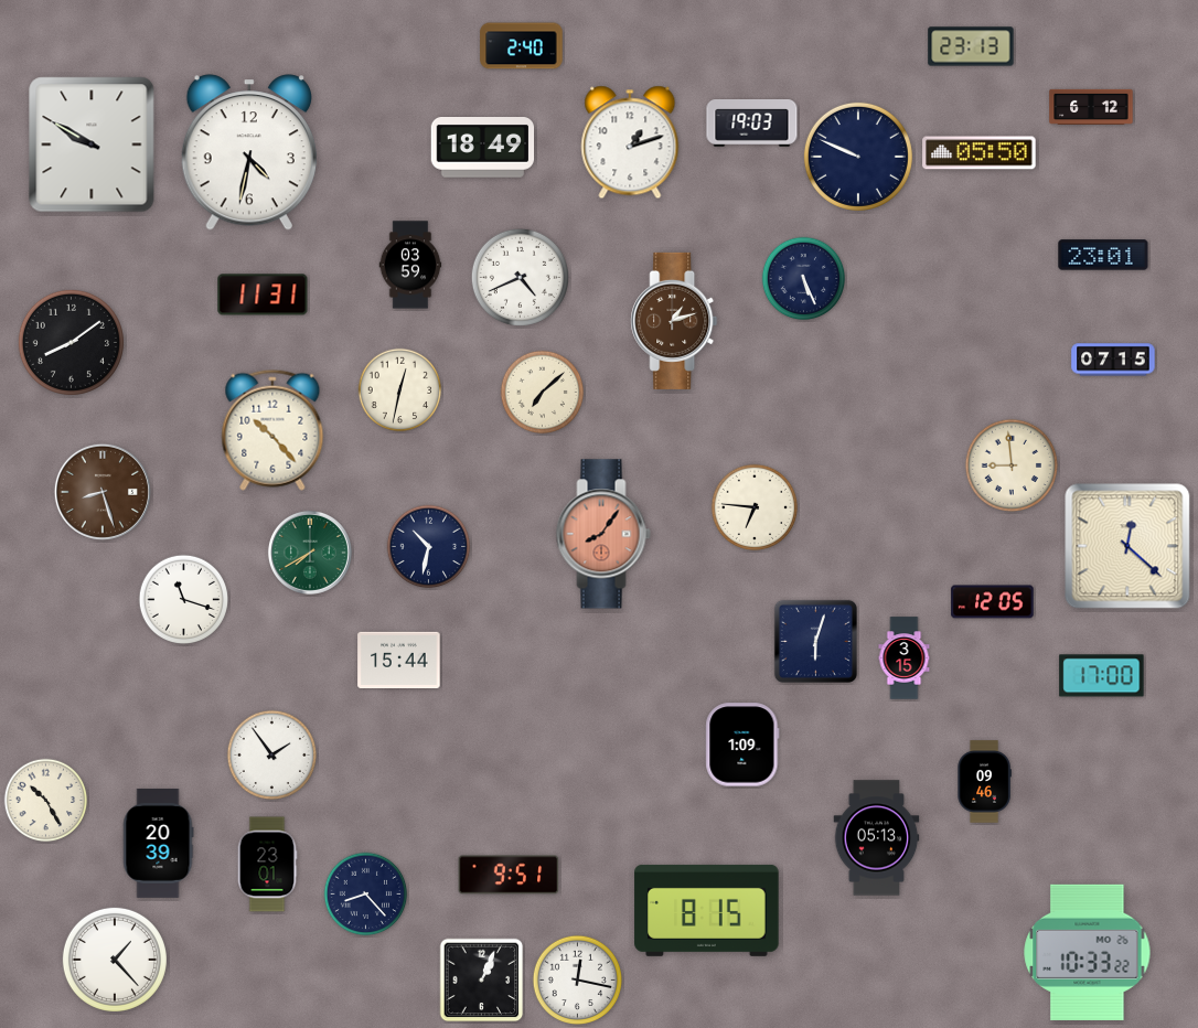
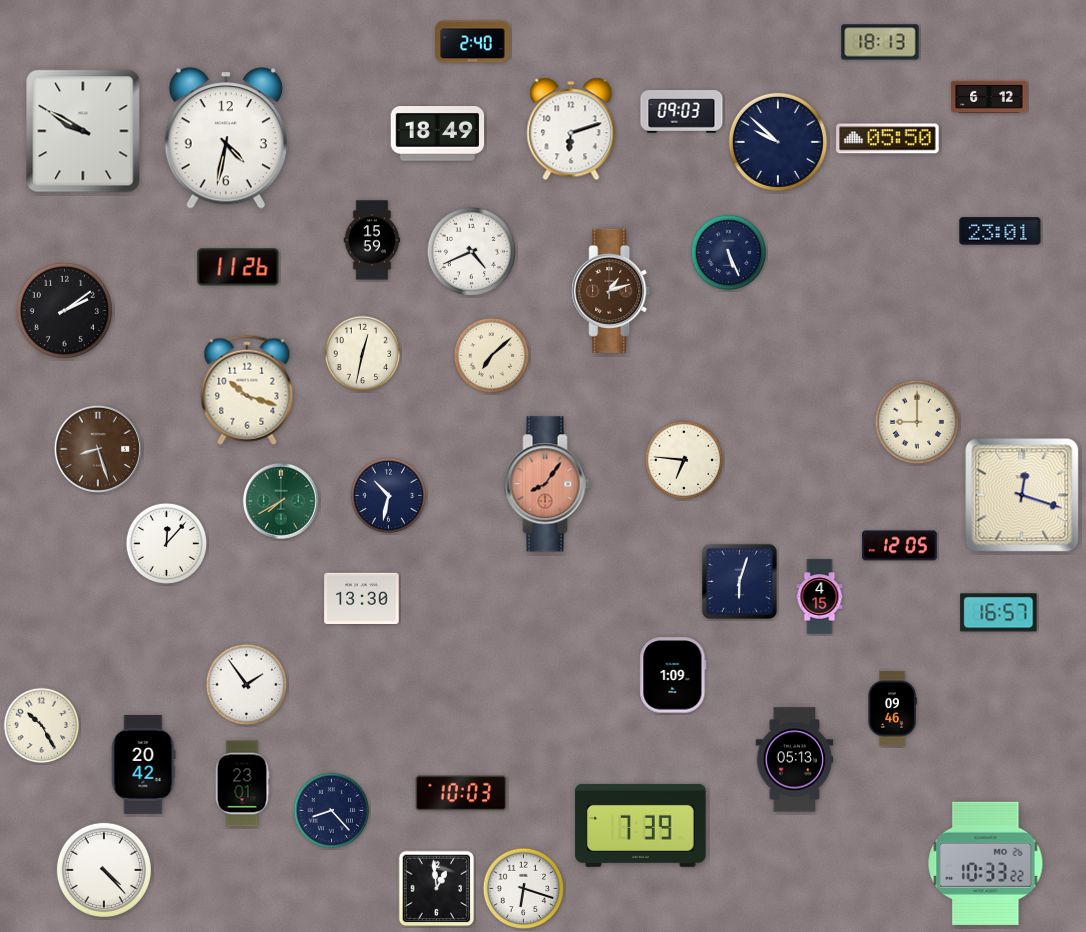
clock at (971, 46): 23:13 -> 18:13
clock at (752, 124): 19:03 -> 09:03
clock at (630, 142): 1:12 -> 6:12
clock at (858, 157): 9:49 -> 9:52
clock at (410, 265): 03:59 -> 15:59
clock at (263, 295): 11:31 -> 11:26
clock at (71, 342): 8:09 -> 2:09
clock at (1113, 360): 07:15 -> none
clock at (272, 430): 10:23 -> 10:18
clock at (1010, 464): 8:59 -> 9:00
clock at (103, 492) position: (103, 492) -> (98, 449)
clock at (1127, 546): 12:22 -> 12:18
clock at (184, 600): 11:18 -> 12:07
clock at (905, 658): 3:15 -> 4:15
clock at (399, 660): 15:44 -> 13:30
clock at (1102, 676): 17:00 -> 16:57
clock at (158, 843): 20:39 -> 20:42
clock at (509, 875): 9:51 -> 10:03
clock at (707, 910): 8:15 -> 7:39
clock at (115, 960): 1:23 -> 4:23
clock at (482, 981): 1:04 -> 12:59
clock at (578, 981): 12:17 -> 6:18
